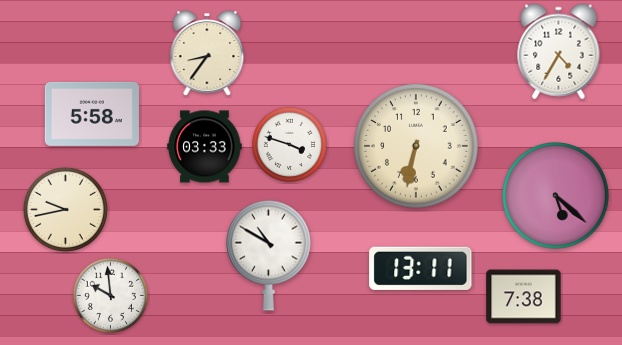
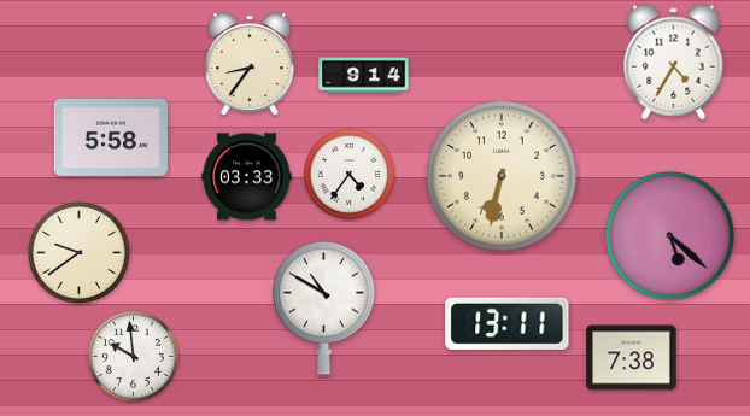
clock at (364, 76): none -> 9:14
clock at (289, 144): 3:48 -> 4:36
clock at (65, 209): 9:43 -> 9:39
